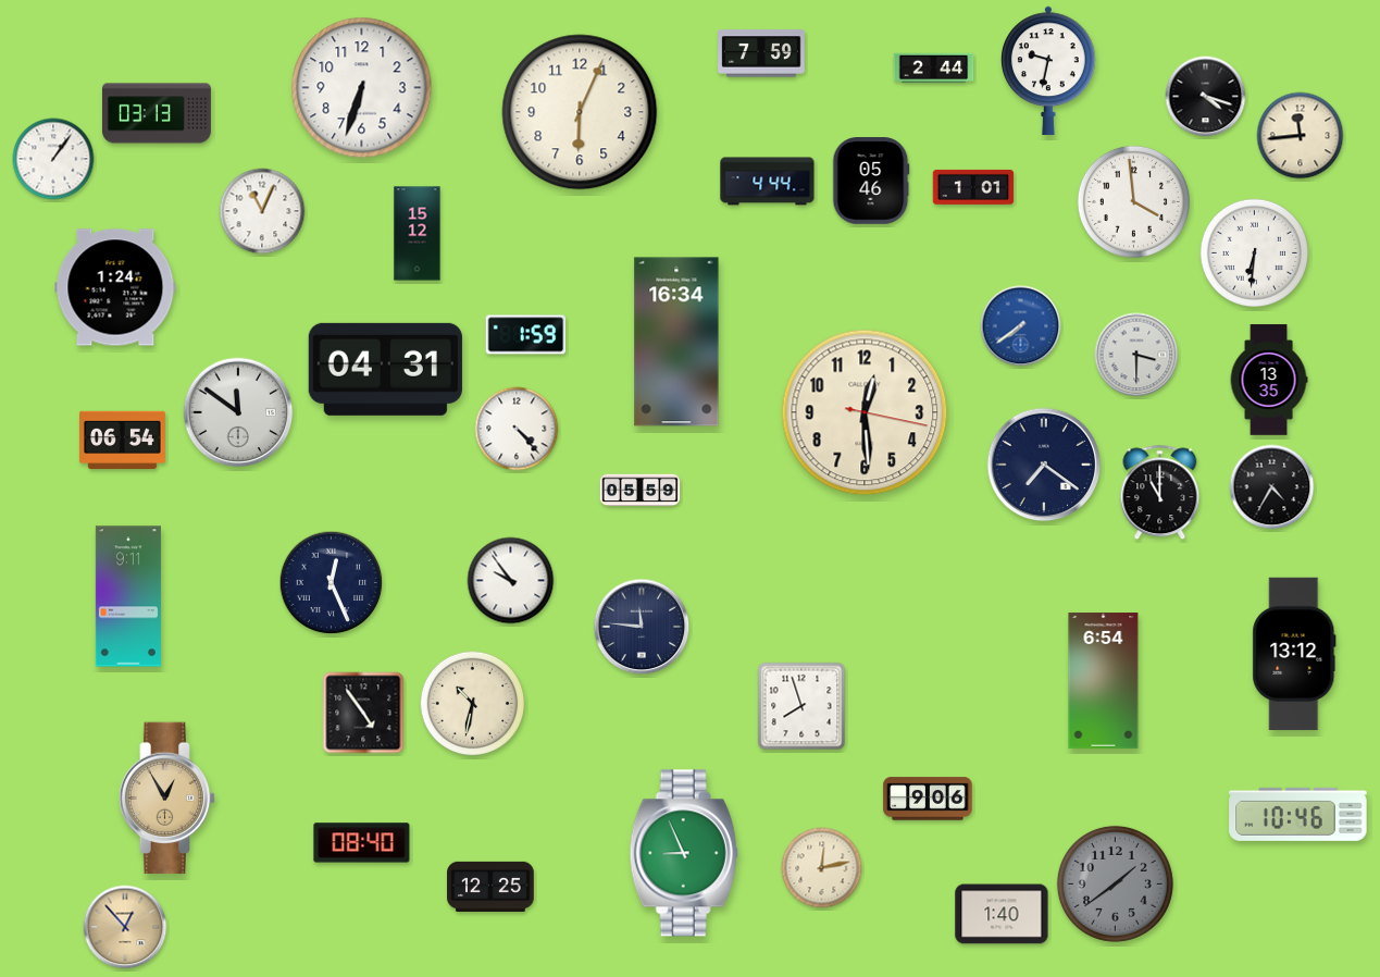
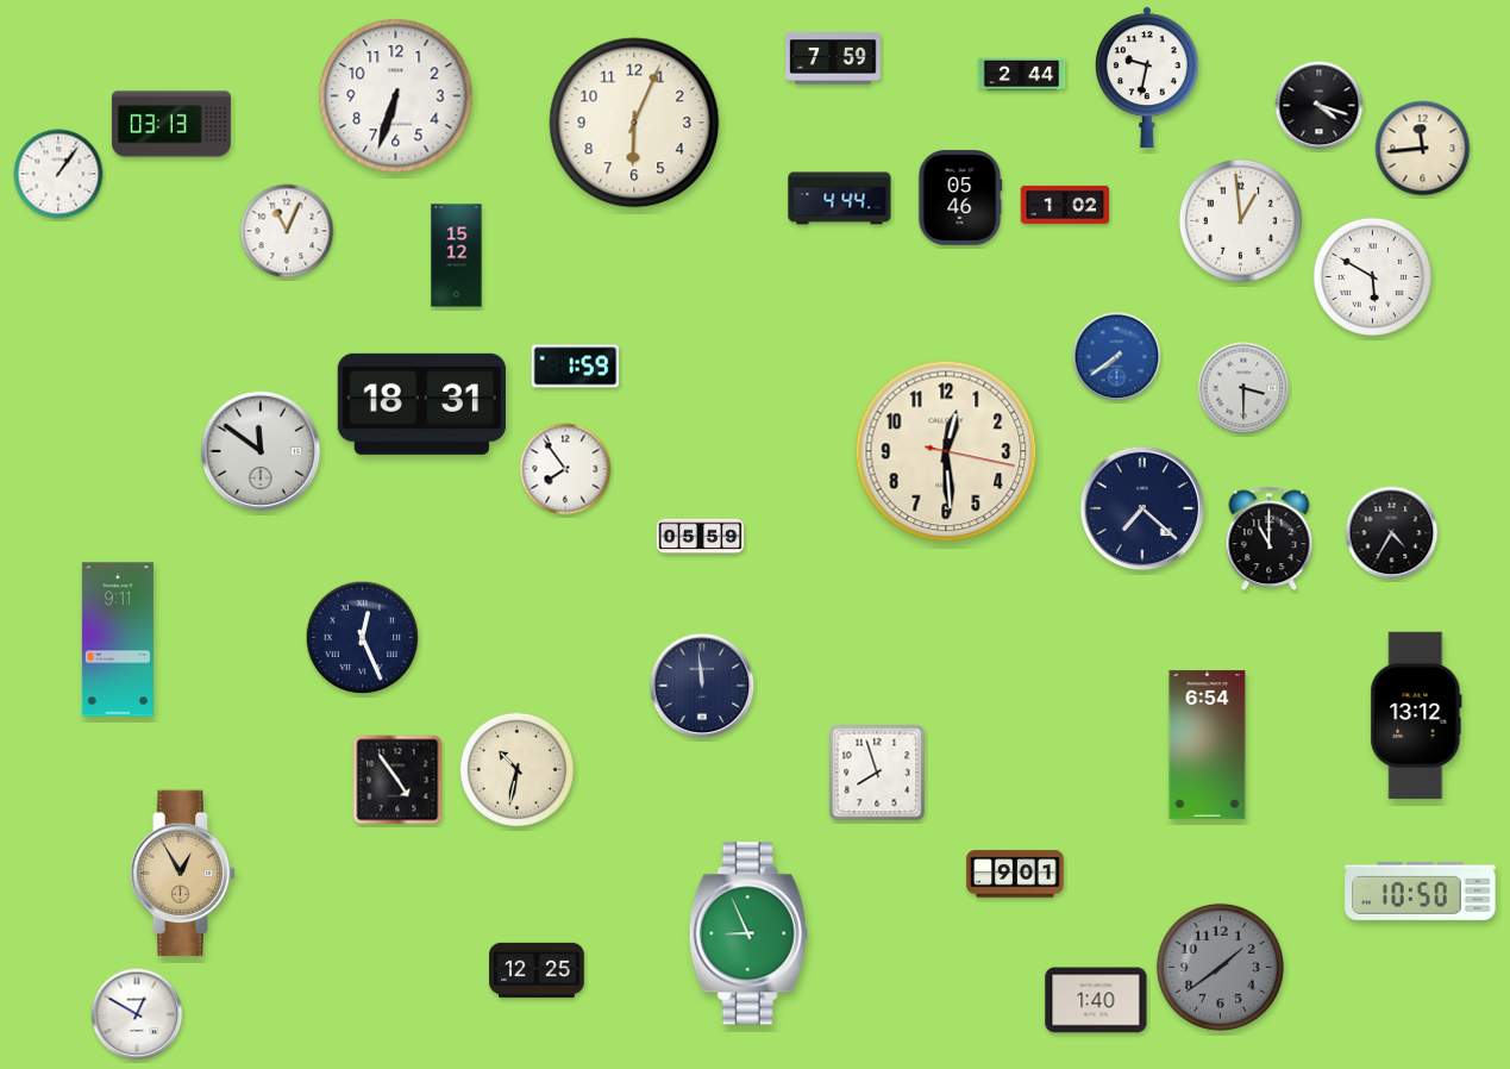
clock at (871, 181) position: (871, 181) -> (960, 198)
clock at (973, 187): 1:01 -> 1:02
clock at (1133, 201): 3:59 -> 12:59
clock at (1254, 252): 6:31 -> 5:50
clock at (115, 287): 1:24 -> none
clock at (676, 342): 16:34 -> none
clock at (385, 369): 04:31 -> 18:31
clock at (1269, 380): 13:35 -> none
clock at (517, 429): 4:23 -> 7:54
clock at (123, 441): 06:54 -> none
clock at (1044, 465): 7:21 -> 7:22
clock at (511, 581): 9:54 -> none
clock at (128, 596) position: (128, 596) -> (118, 639)
clock at (642, 627): 11:46 -> 11:59
clock at (928, 799): 9:06 -> 9:01
clock at (1298, 814): 10:46 -> 10:50
clock at (362, 843): 08:40 -> none
clock at (822, 868): 12:13 -> none
clock at (125, 927): 12:53 -> 12:50
clock at (125, 927) dial: champagne -> white
